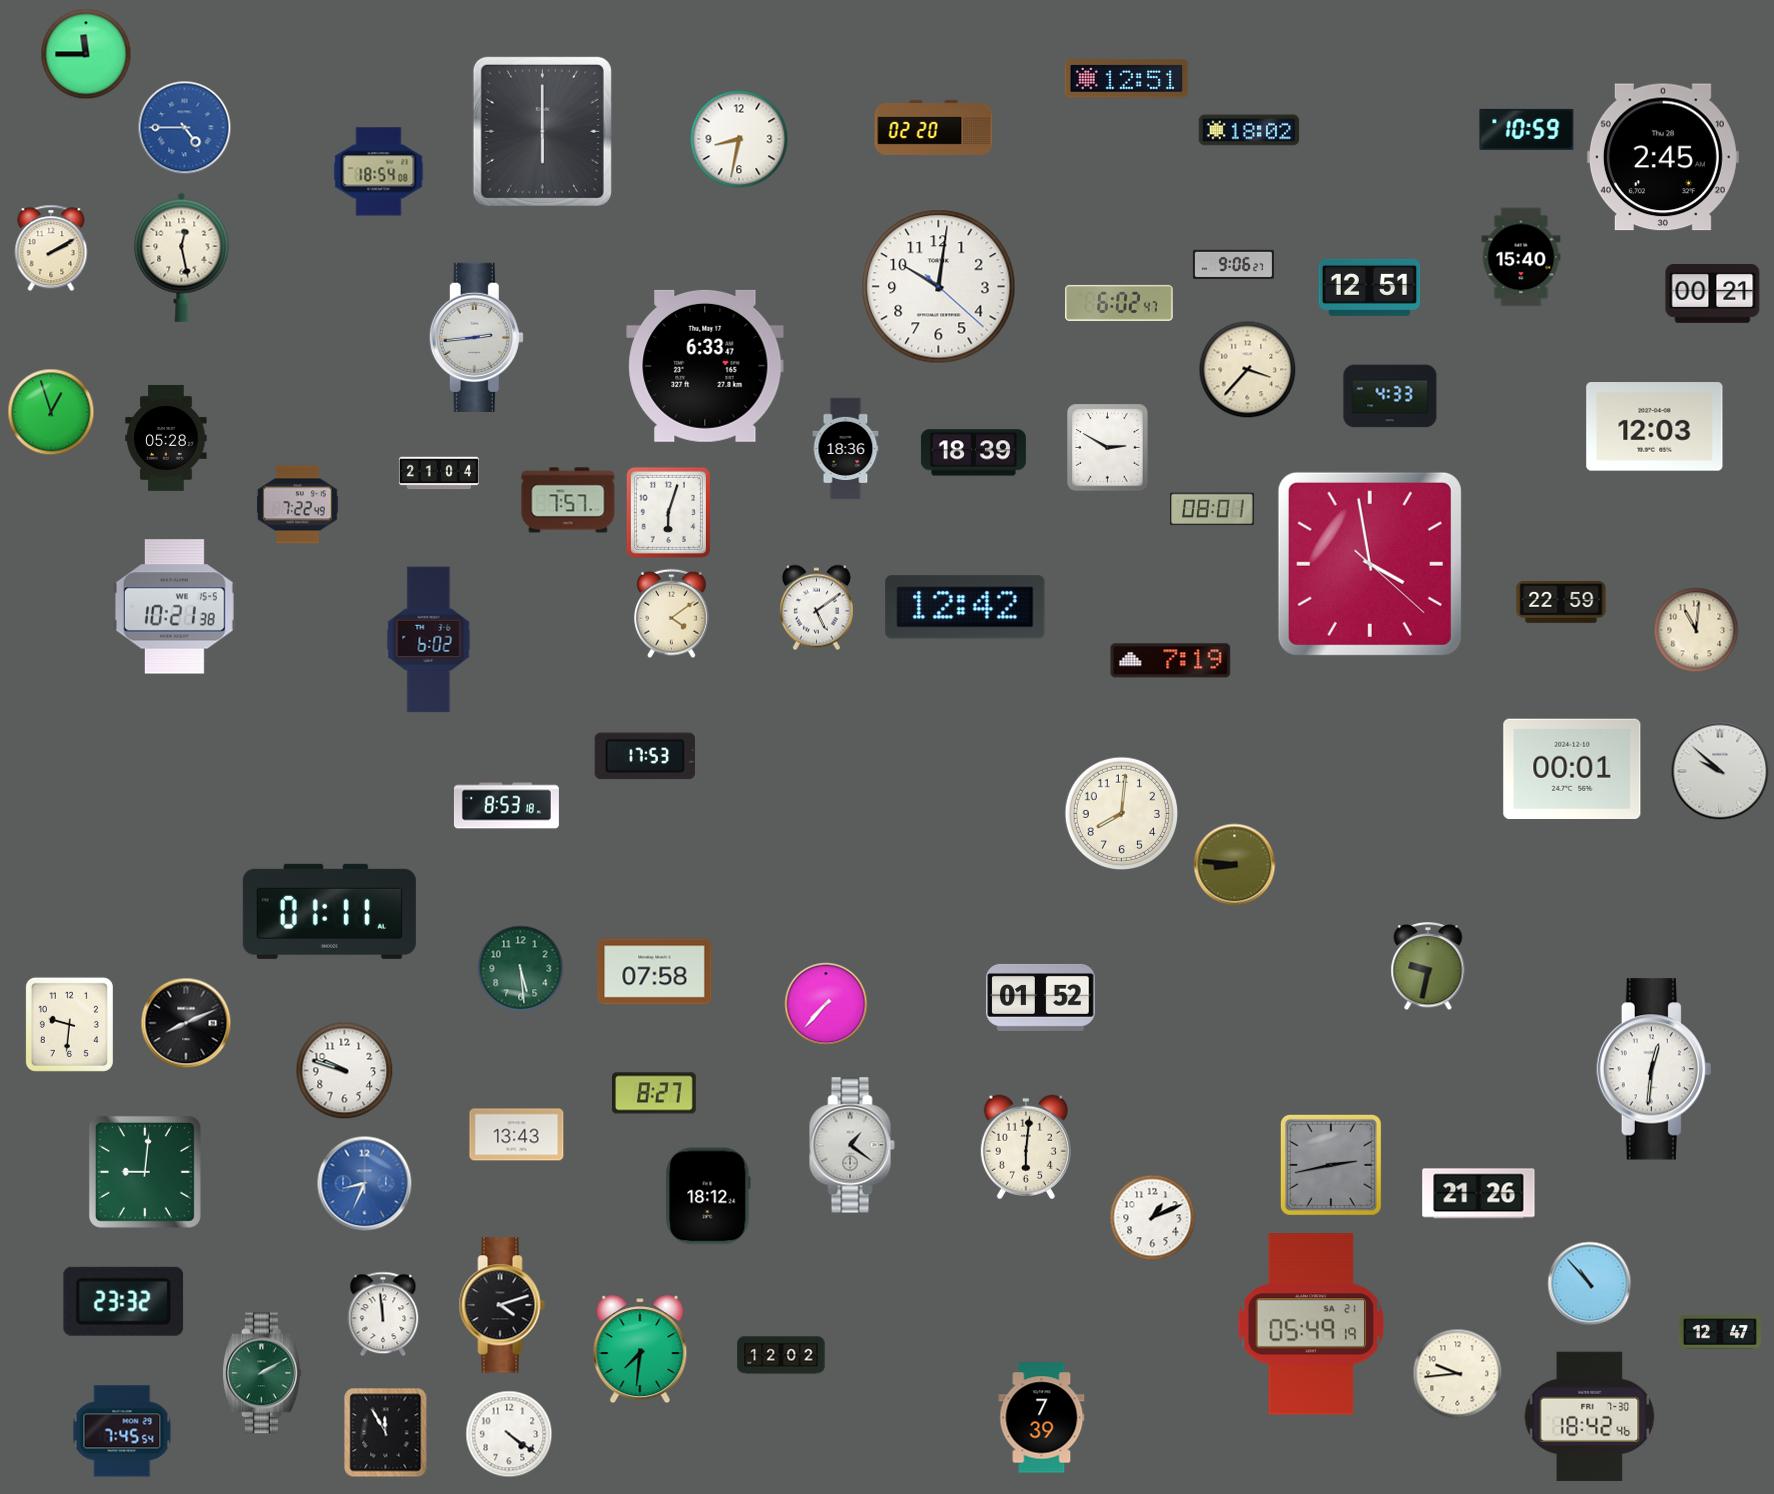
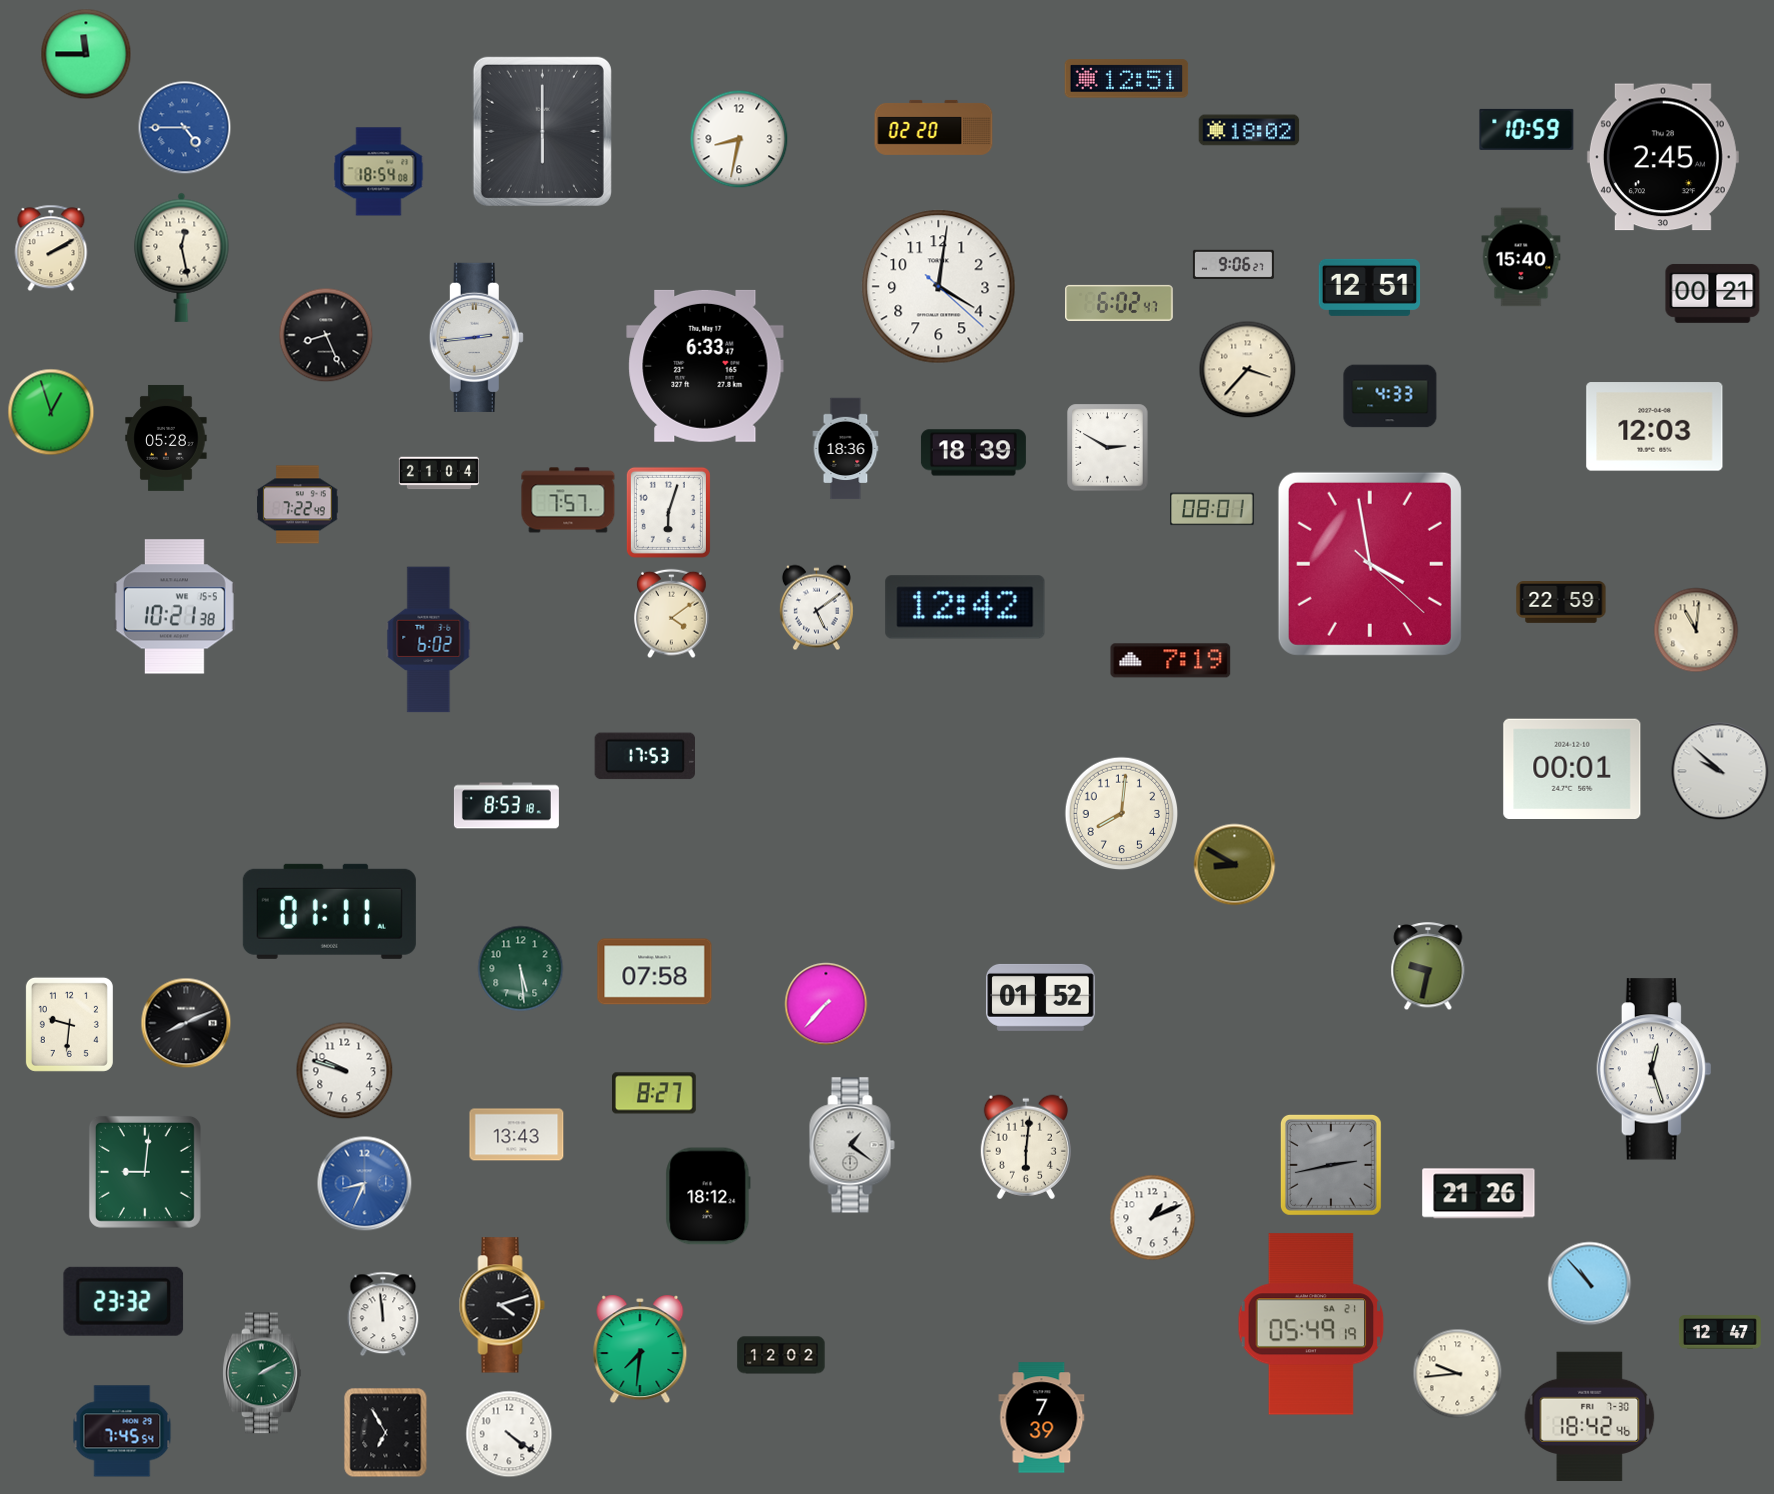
clock at (939, 287): 10:01 -> 4:01
clock at (326, 335): none -> 8:26
clock at (1235, 865): 8:46 -> 8:50
clock at (1654, 1069): 12:31 -> 12:27
clock at (386, 1433): 11:55 -> 6:55
